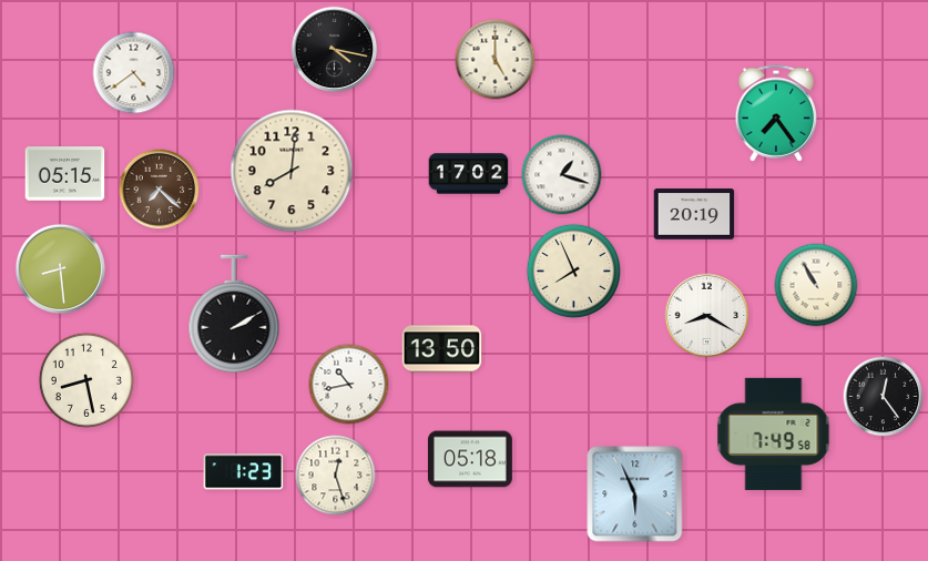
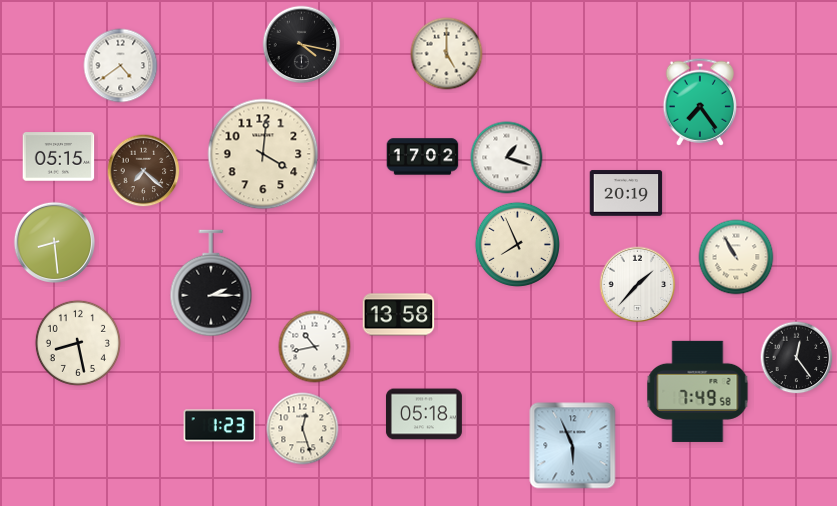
clock at (292, 171): 8:01 -> 4:01
clock at (234, 314): 2:10 -> 2:15
clock at (707, 316): 8:20 -> 1:37
clock at (442, 349): 13:50 -> 13:58
